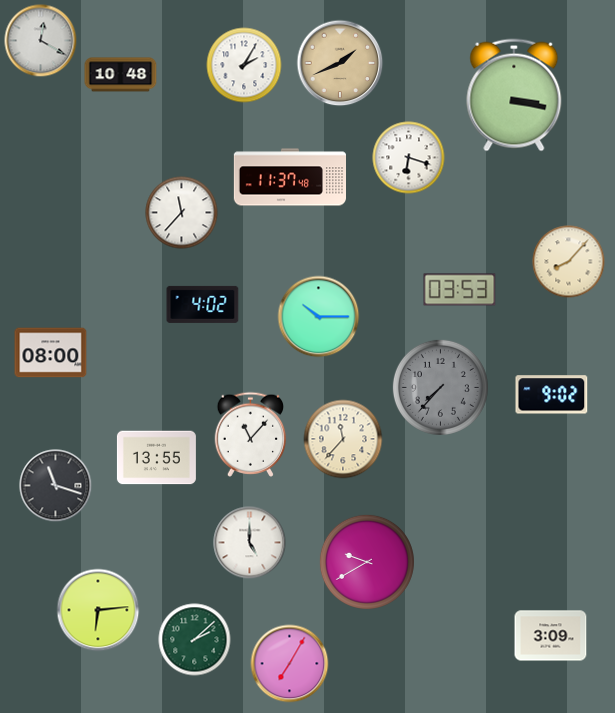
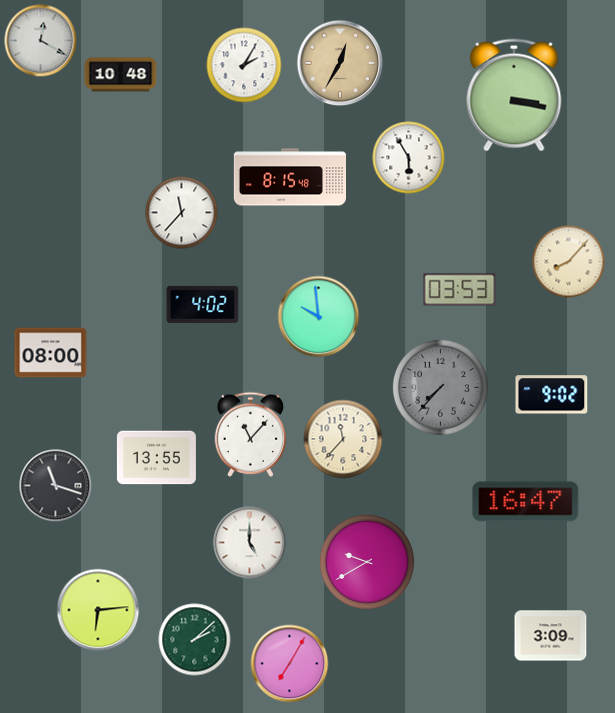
clock at (340, 63): 1:41 -> 12:35
clock at (409, 158): 6:18 -> 5:55
clock at (289, 177): 11:37 -> 8:15
clock at (319, 317): 10:15 -> 9:59
clock at (526, 502): none -> 16:47
